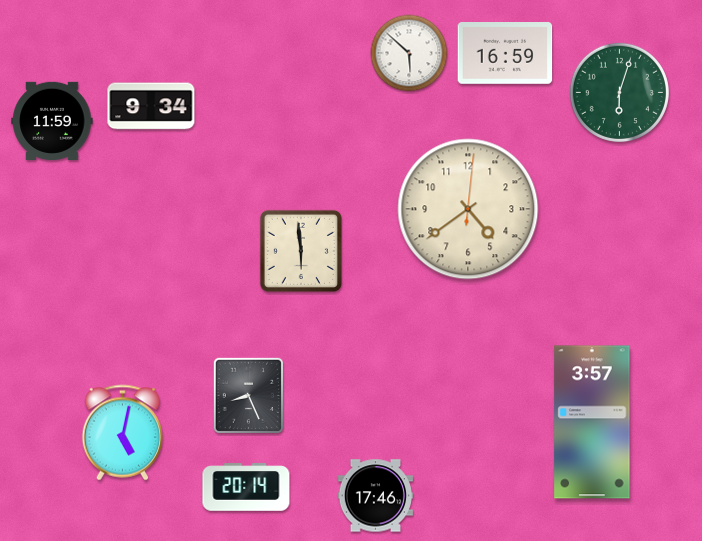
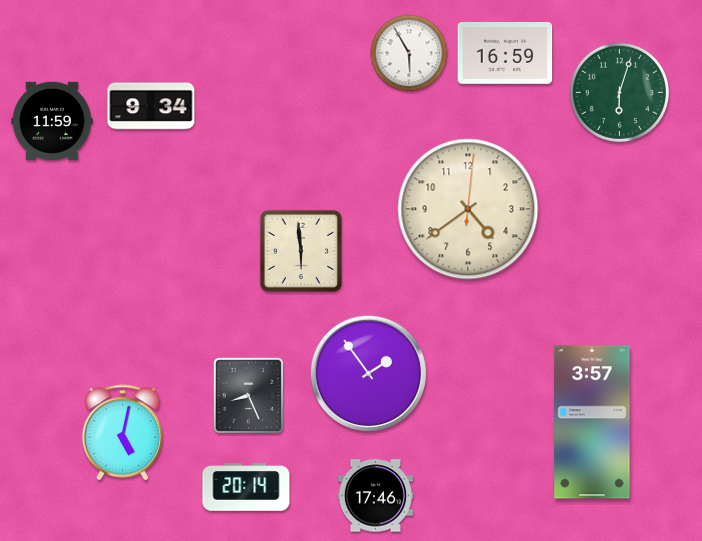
clock at (409, 53): 5:52 -> 5:55
clock at (368, 373): none -> 1:54
